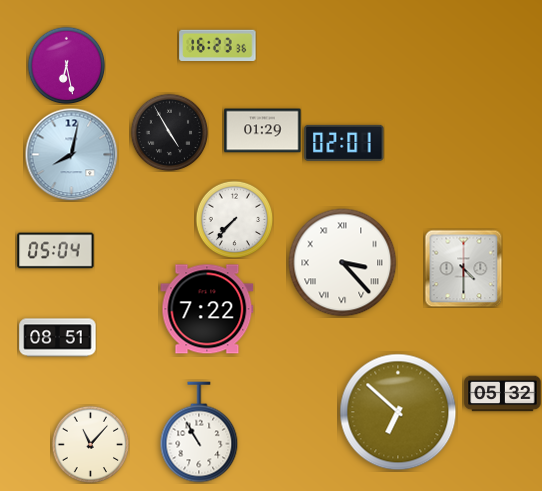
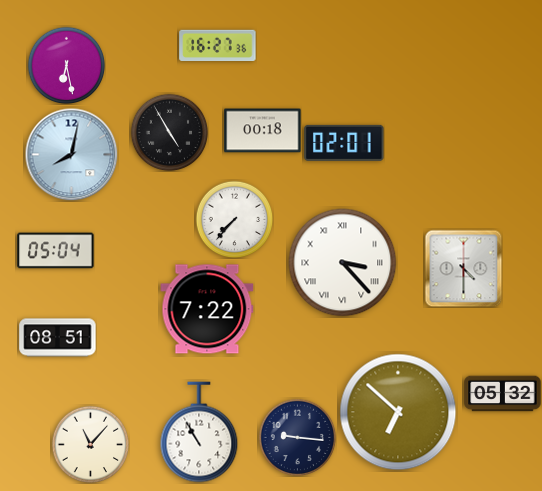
clock at (218, 45): 16:23 -> 16:27
clock at (263, 131): 01:29 -> 00:18
clock at (297, 437): none -> 9:16
